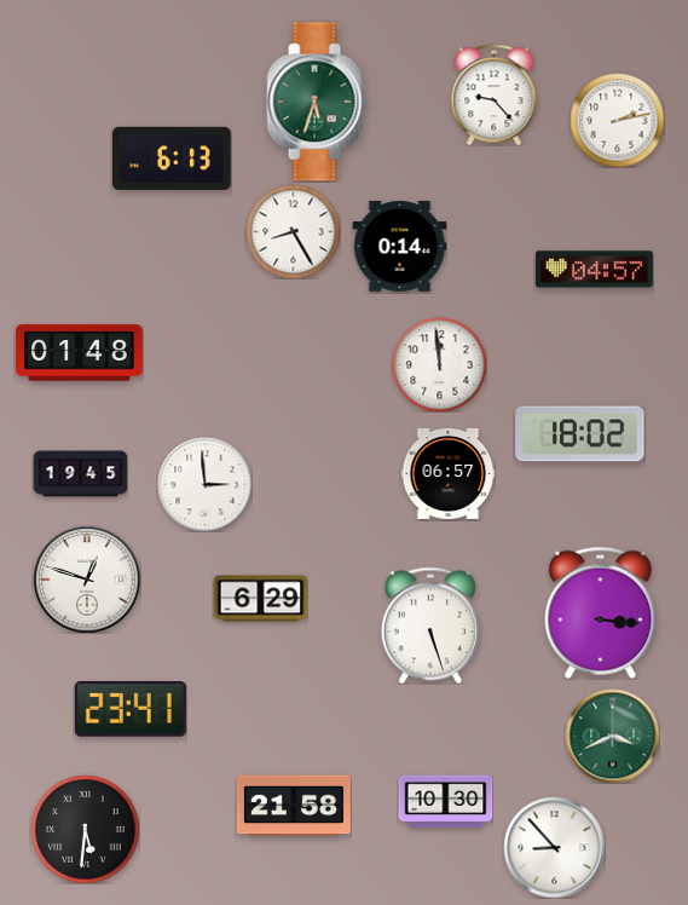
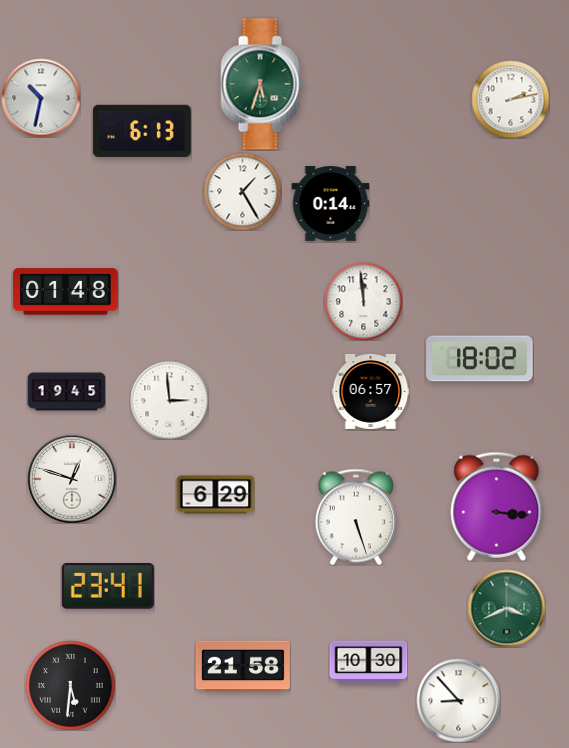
clock at (495, 94): 9:23 -> none
clock at (41, 98): none -> 10:32
clock at (293, 231): 8:25 -> 1:25
clock at (594, 270): 04:57 -> none
